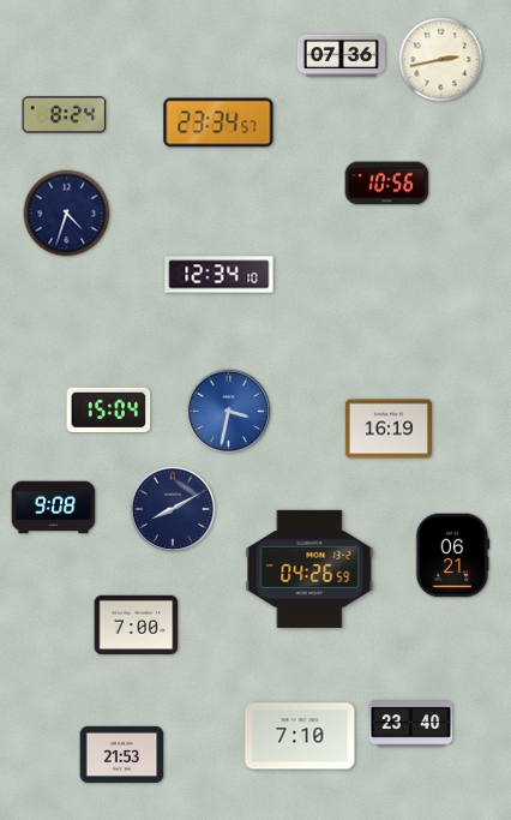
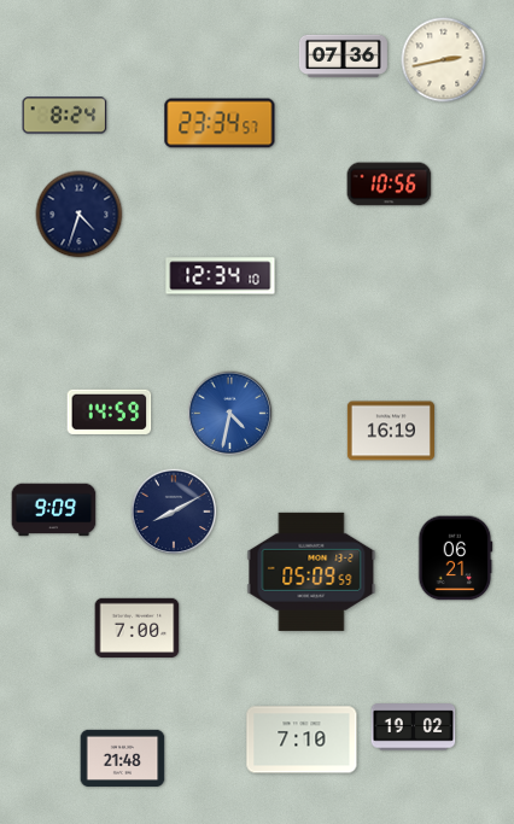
clock at (67, 214) position: (67, 214) -> (80, 215)
clock at (109, 409): 15:04 -> 14:59
clock at (229, 412): 3:32 -> 4:32
clock at (54, 508): 9:08 -> 9:09
clock at (309, 569): 04:26 -> 05:09
clock at (411, 724): 23:40 -> 19:02
clock at (122, 754): 21:53 -> 21:48
